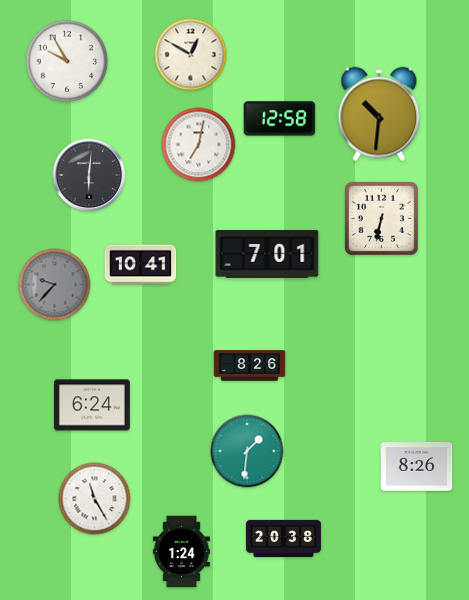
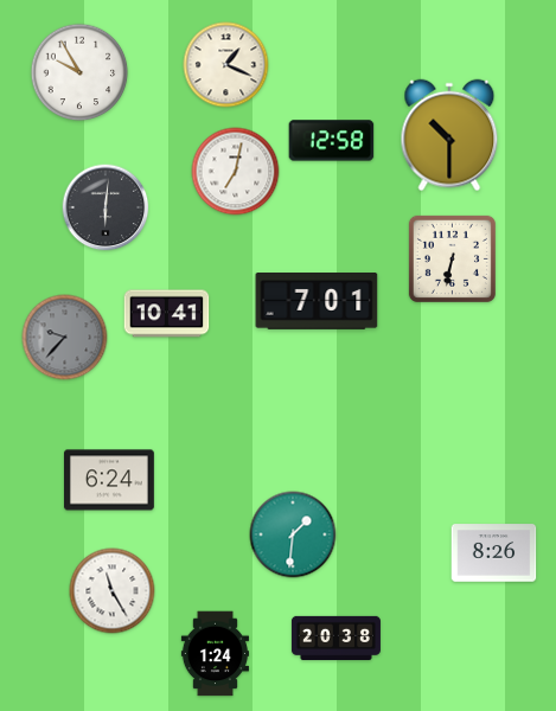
clock at (191, 55): 12:50 -> 1:19
clock at (379, 114): 10:31 -> 10:30
clock at (250, 366): 8:26 -> none
